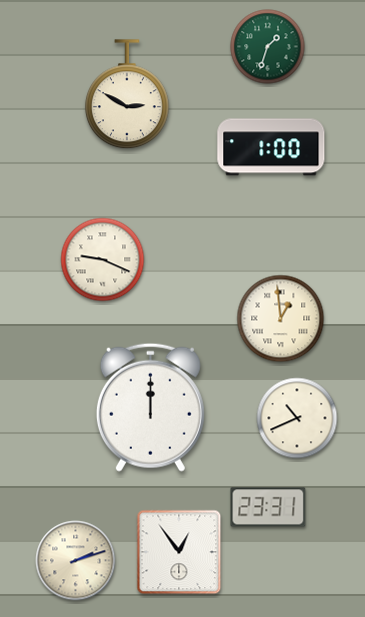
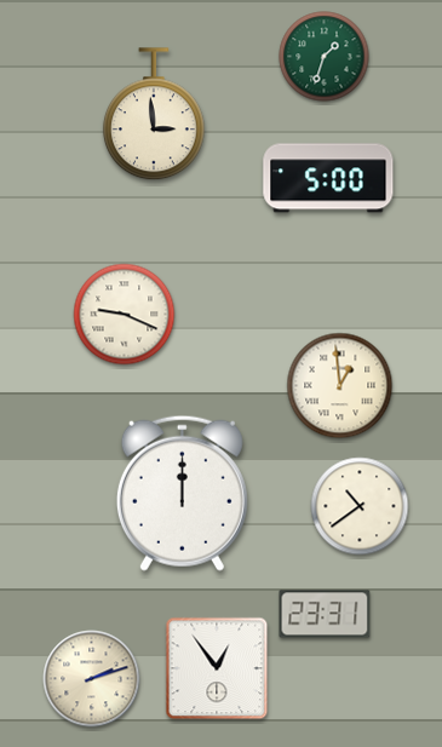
clock at (127, 95): 2:50 -> 2:59
clock at (271, 147): 1:00 -> 5:00
clock at (297, 418): 10:41 -> 10:39
